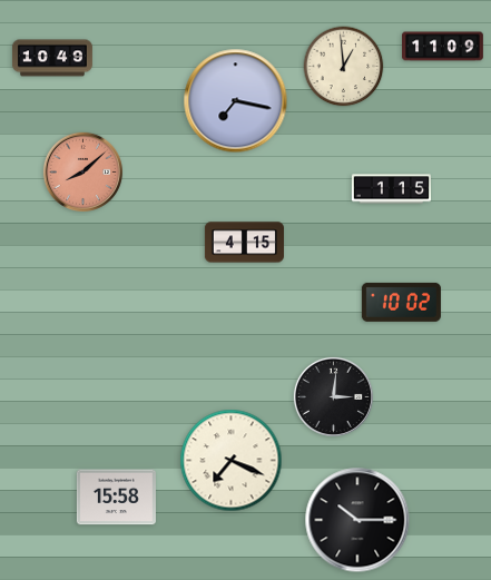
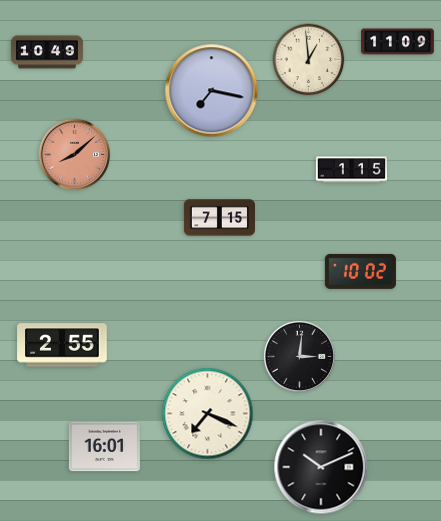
clock at (244, 243): 4:15 -> 7:15
clock at (62, 345): none -> 2:55
clock at (116, 498): 15:58 -> 16:01
clock at (357, 520): 10:15 -> 10:11
